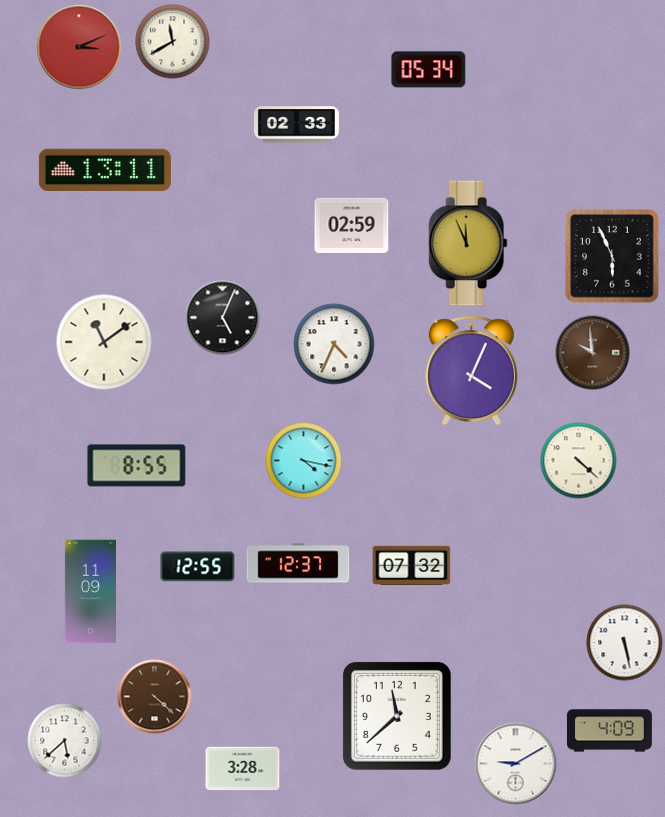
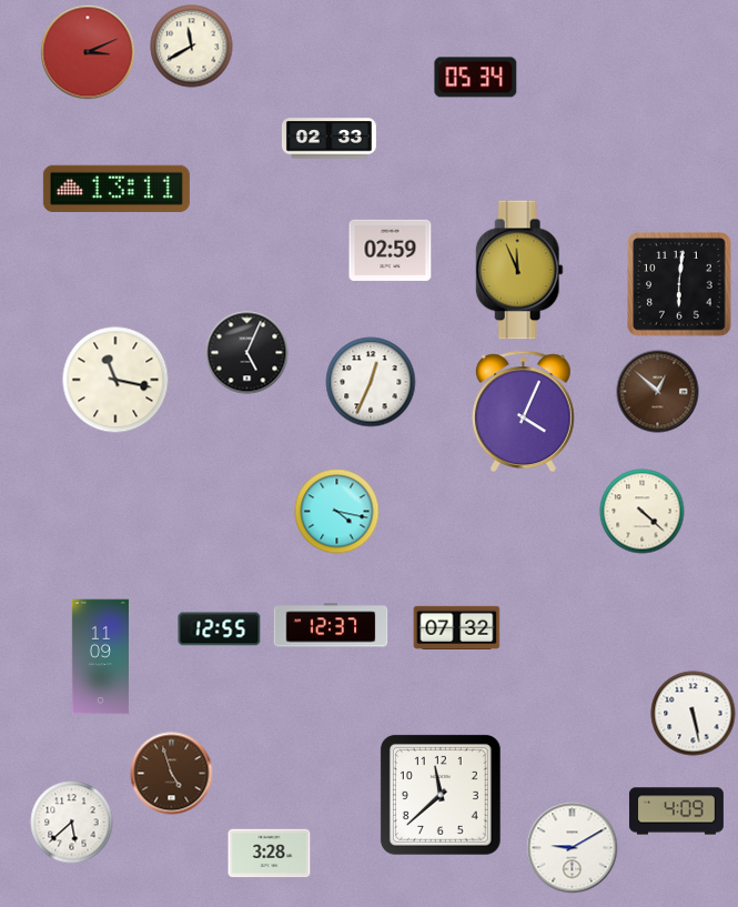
clock at (612, 256): 5:56 -> 6:01
clock at (104, 342): 11:09 -> 11:17
clock at (334, 344): 4:34 -> 12:34
clock at (593, 353): 9:59 -> 12:52
clock at (137, 466): 8:55 -> none
clock at (155, 697): 4:22 -> 4:57
